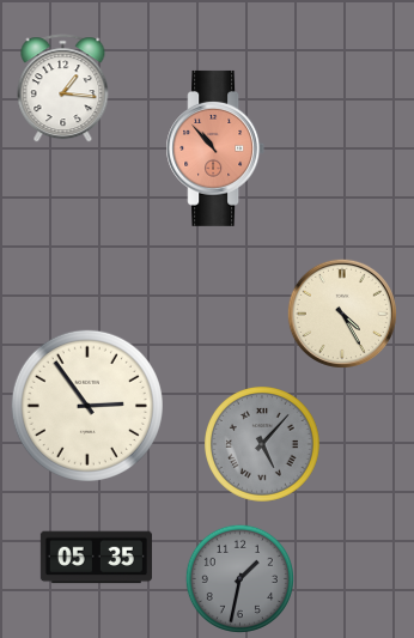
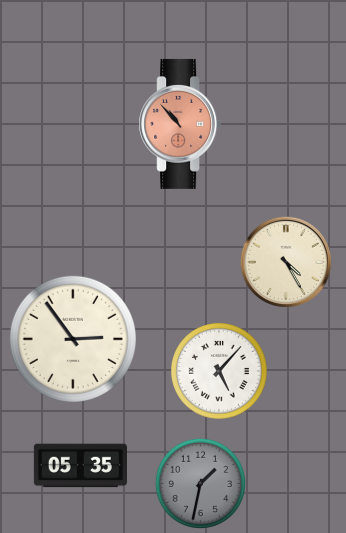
clock at (63, 89): 1:16 -> none
clock at (263, 445) dial: grey -> white
